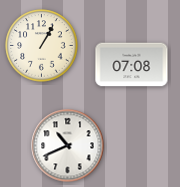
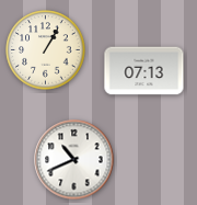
clock at (132, 65): 07:08 -> 07:13
